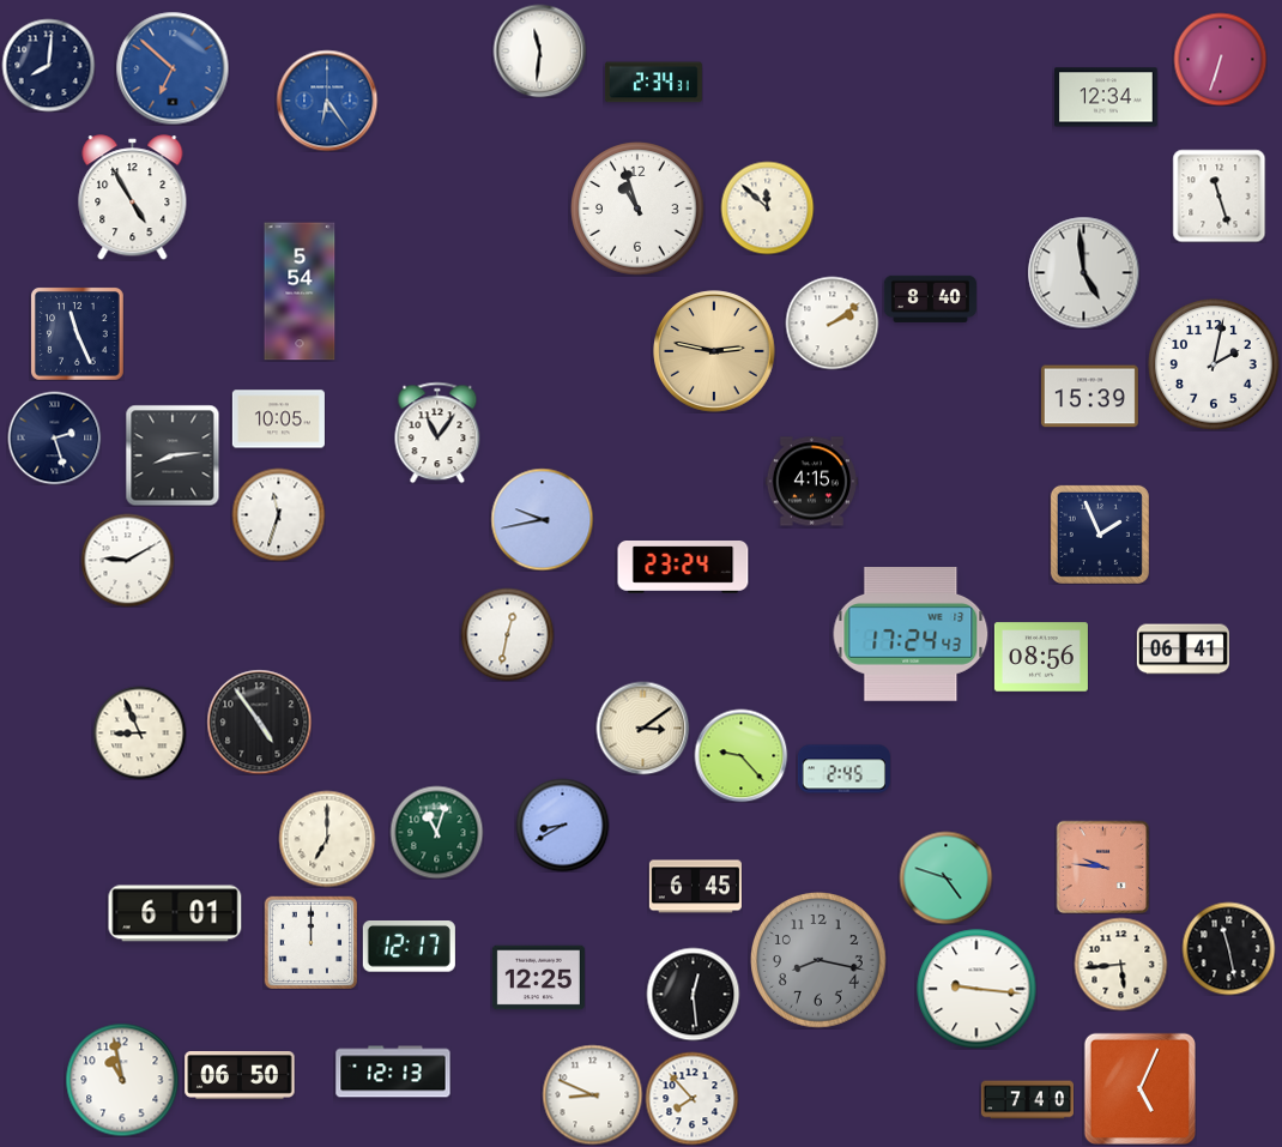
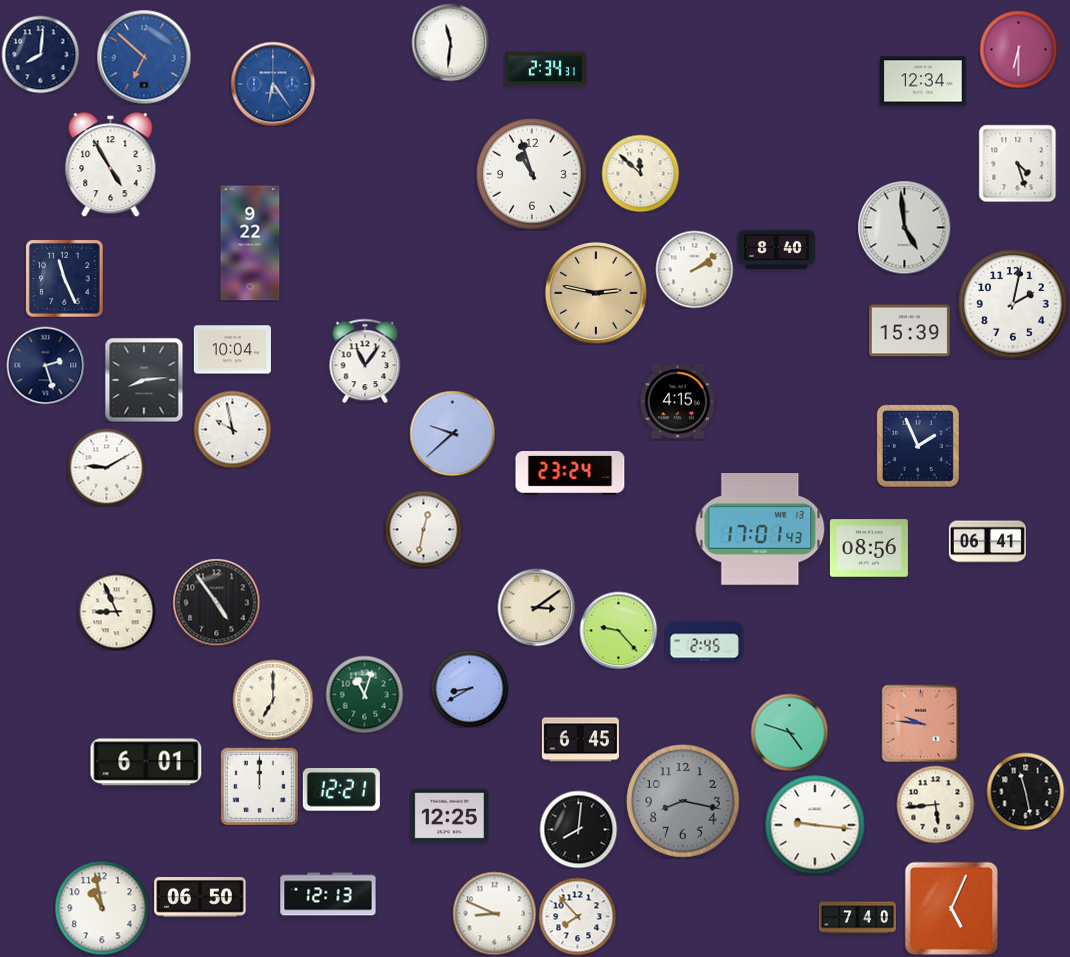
clock at (1220, 59): 6:33 -> 6:30
clock at (1218, 195): 11:27 -> 4:27
clock at (300, 291): 5:54 -> 9:22
clock at (278, 419): 10:05 -> 10:04
clock at (278, 514): 11:33 -> 9:58
clock at (542, 519): 9:43 -> 9:38
clock at (911, 635): 17:24 -> 17:01
clock at (409, 947): 12:17 -> 12:21
clock at (693, 994): 12:29 -> 8:01
clock at (122, 1080) position: (122, 1080) -> (102, 908)
